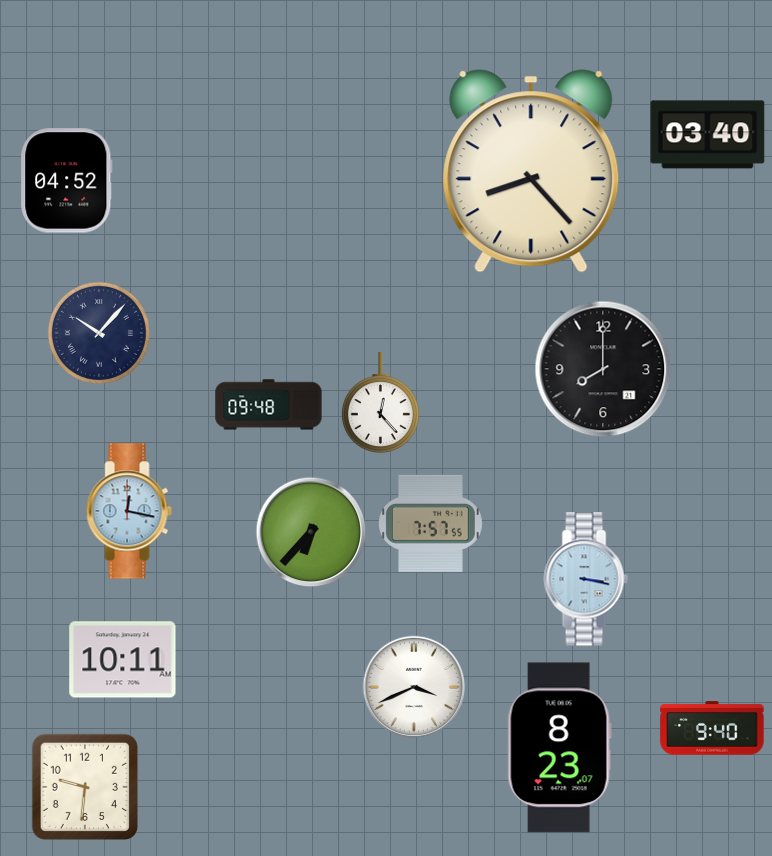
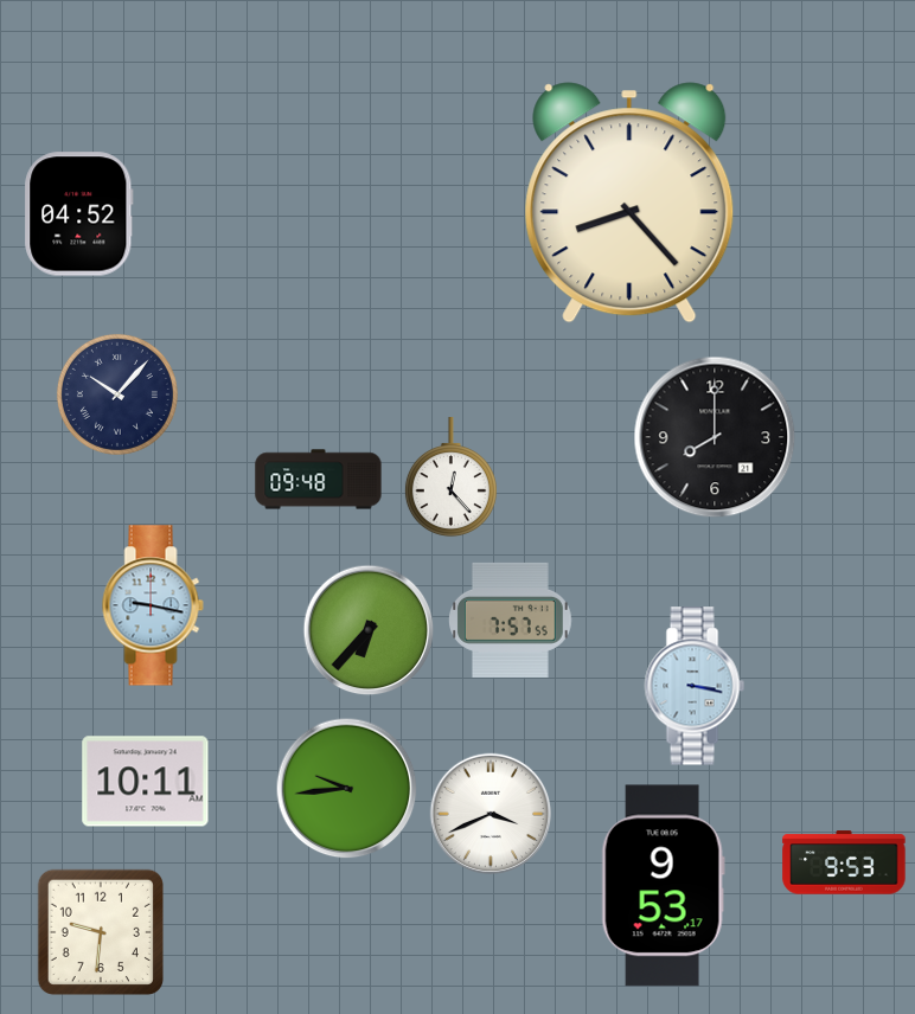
clock at (708, 135): 03:40 -> none
clock at (129, 511): 12:17 -> 9:17
clock at (347, 789): none -> 9:44
clock at (712, 728): 9:40 -> 9:53
clock at (559, 748): 8:23 -> 9:53
